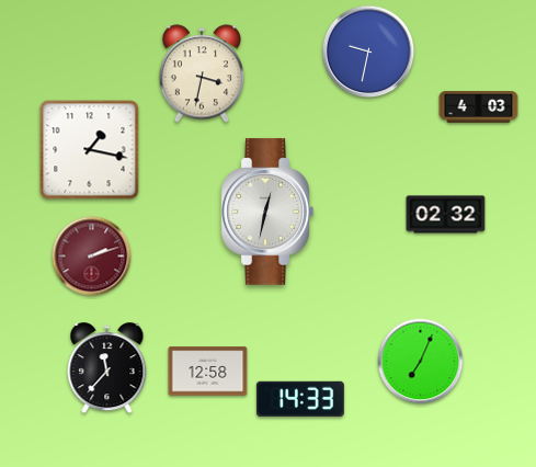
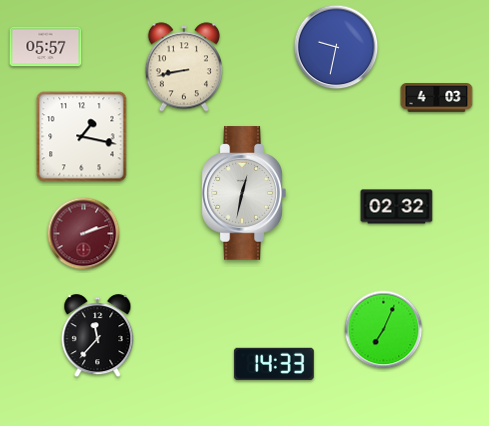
clock at (46, 47): none -> 05:57
clock at (202, 73): 3:32 -> 8:43
clock at (446, 215) position: (446, 215) -> (397, 207)
clock at (208, 372): 12:58 -> none
